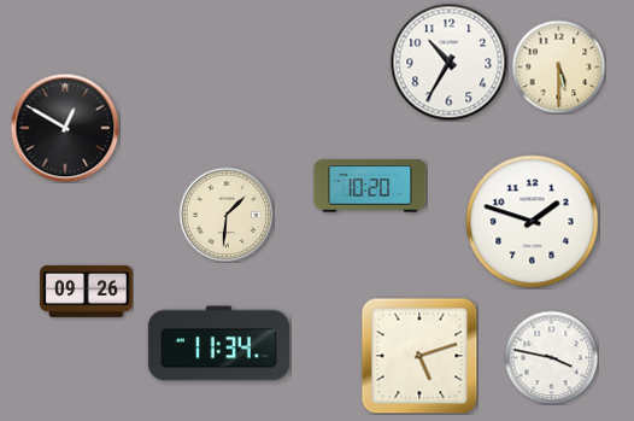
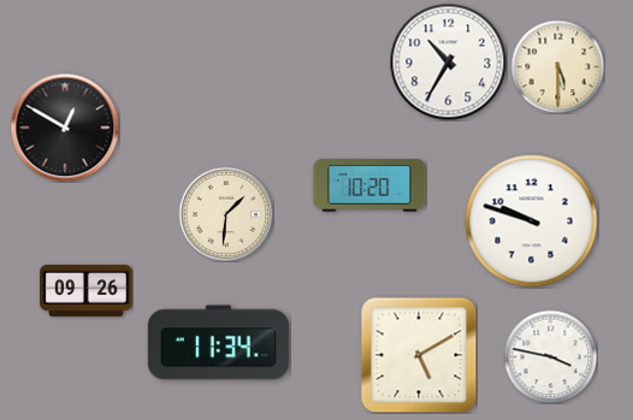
clock at (533, 222): 1:48 -> 9:48
clock at (419, 356): 5:12 -> 5:10
